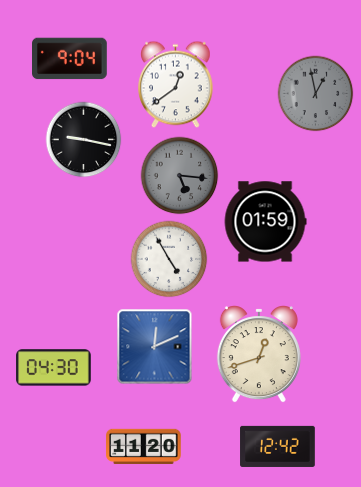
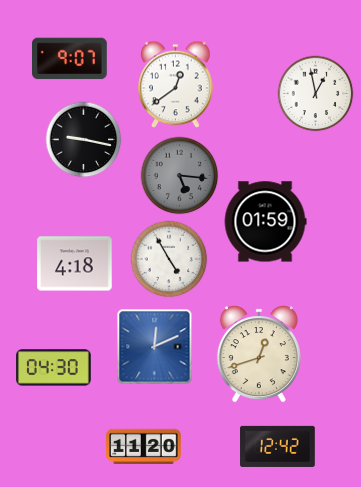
clock at (70, 59): 9:04 -> 9:07
clock at (316, 94) dial: grey -> white
clock at (75, 264): none -> 4:18
